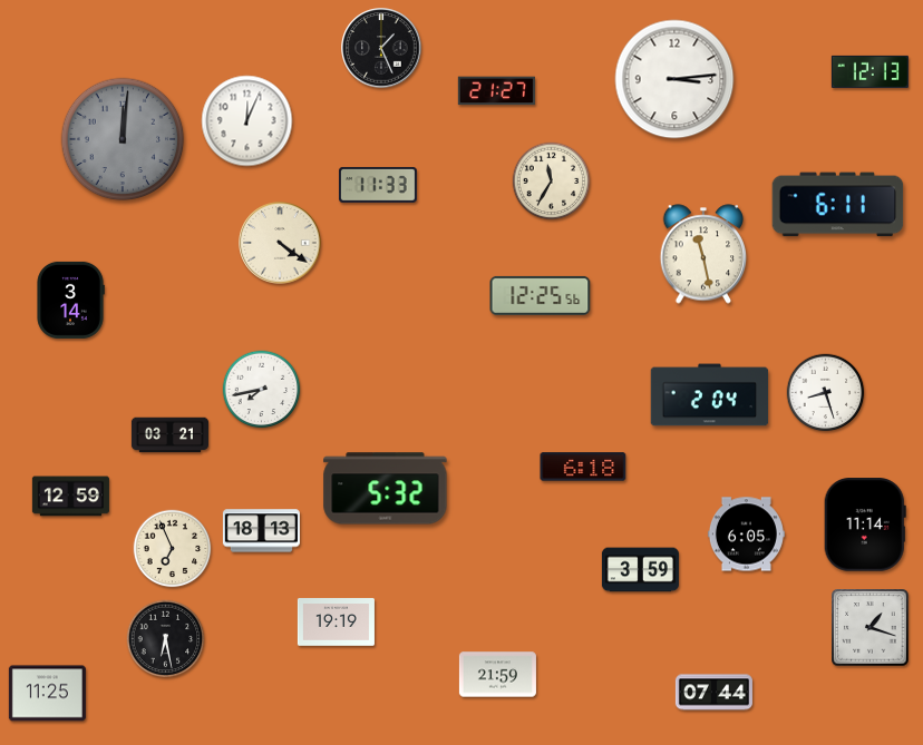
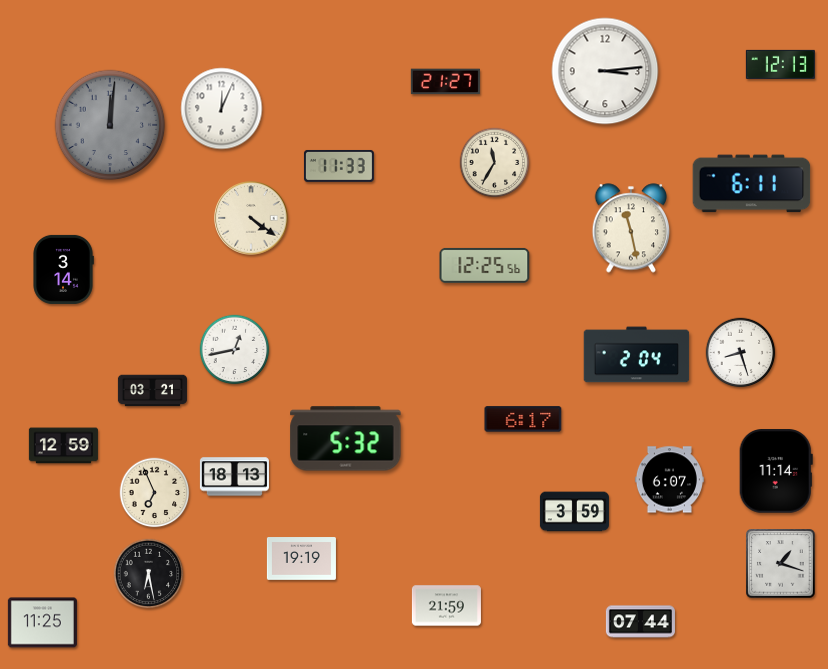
clock at (381, 48): 1:26 -> none
clock at (262, 390): 7:43 -> 12:43
clock at (583, 467): 6:18 -> 6:17
clock at (746, 535): 6:05 -> 6:07
